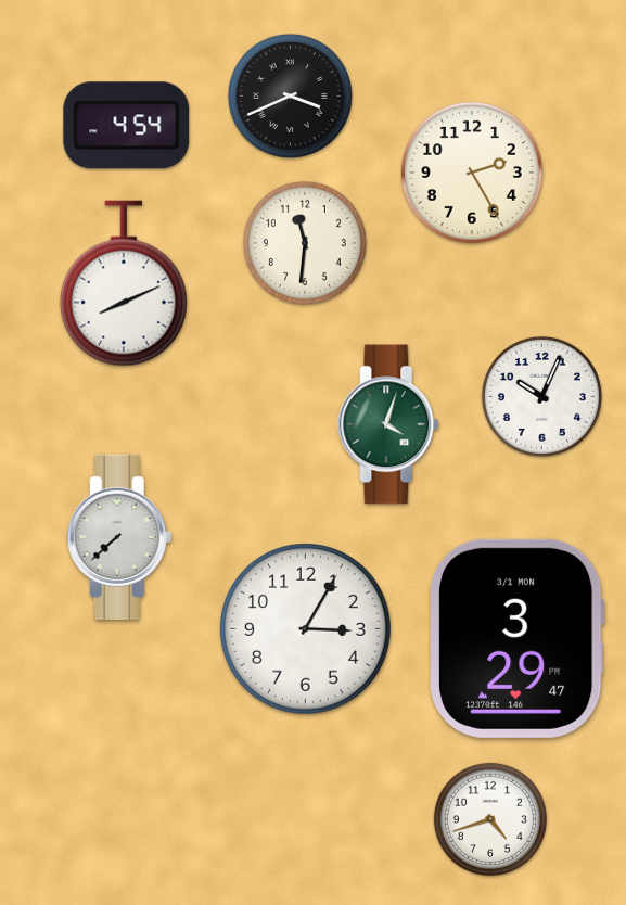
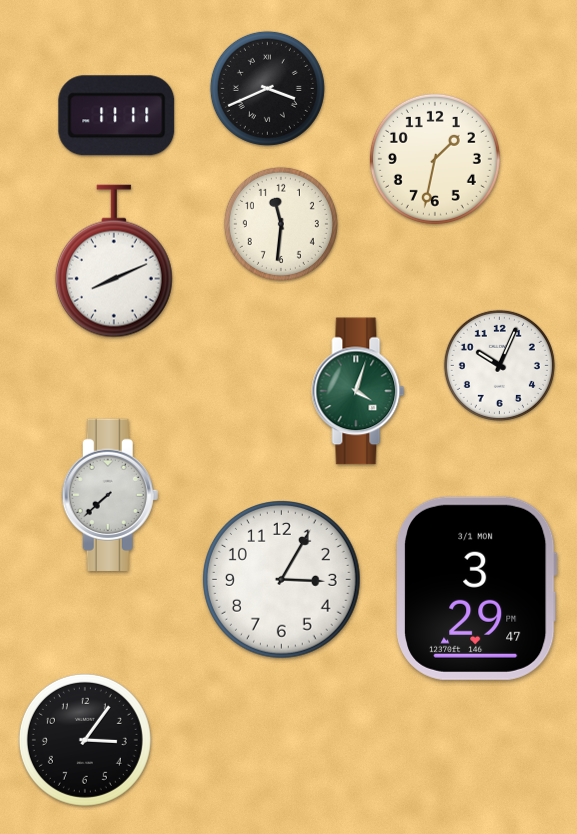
clock at (127, 126): 4:54 -> 11:11
clock at (472, 173): 2:25 -> 1:32
clock at (85, 740): none -> 3:06
clock at (490, 819): 4:42 -> none
